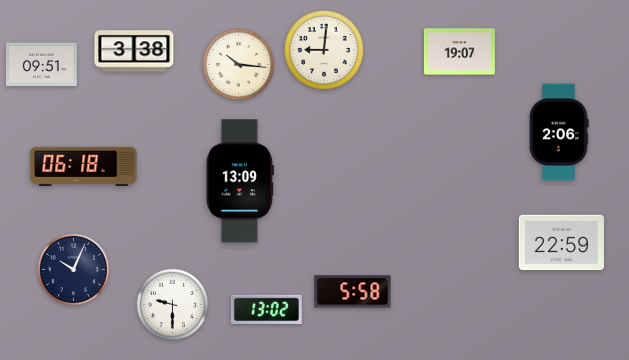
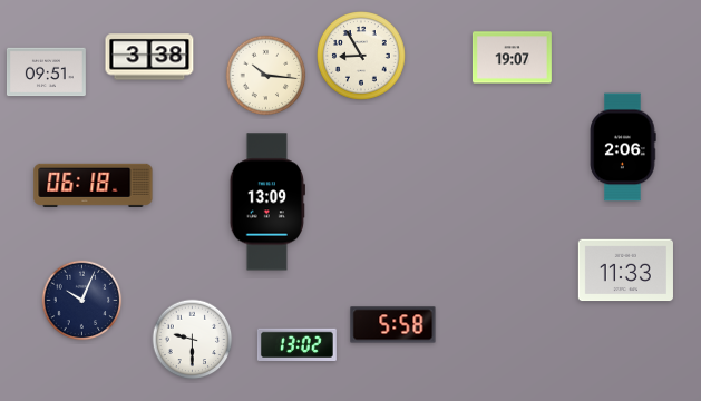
clock at (325, 51): 9:01 -> 8:55
clock at (239, 65) position: (239, 65) -> (266, 76)
clock at (561, 243): 22:59 -> 11:33
